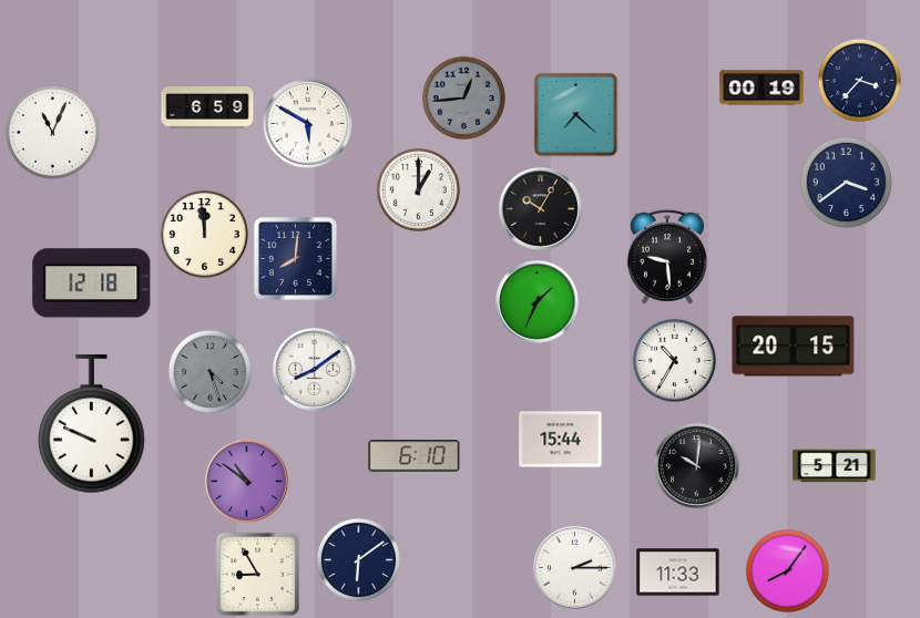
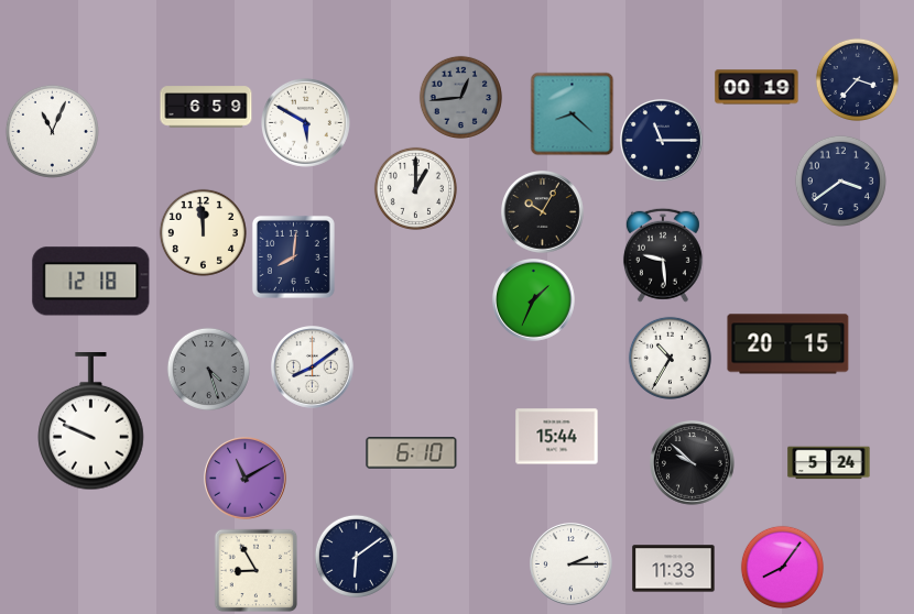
clock at (859, 80) position: (859, 80) -> (857, 79)
clock at (576, 115): 7:22 -> 8:22
clock at (662, 141): none -> 11:15
clock at (541, 209) position: (541, 209) -> (543, 212)
clock at (697, 466): 10:01 -> 9:52
clock at (835, 466): 5:21 -> 5:24
clock at (247, 482): 10:51 -> 11:10
